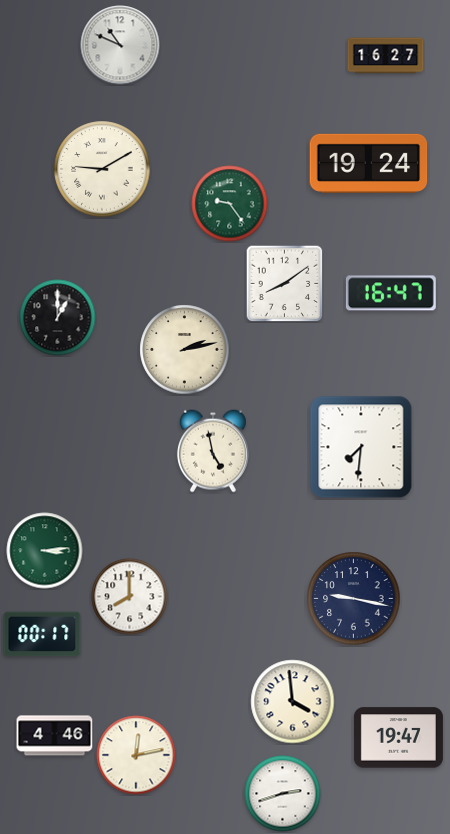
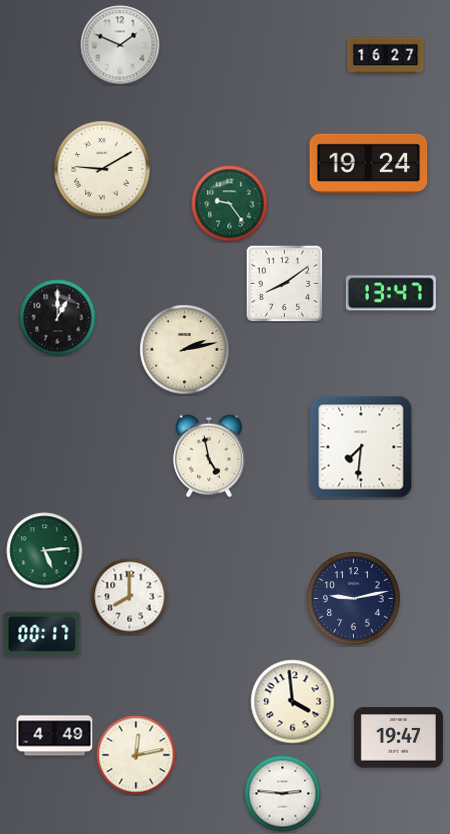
clock at (120, 45): 10:49 -> 1:49
clock at (391, 293): 16:47 -> 13:47
clock at (213, 451) position: (213, 451) -> (209, 456)
clock at (45, 551): 3:14 -> 5:14
clock at (354, 599): 9:17 -> 9:13
clock at (55, 736): 4:46 -> 4:49
clock at (283, 794): 2:42 -> 2:46
